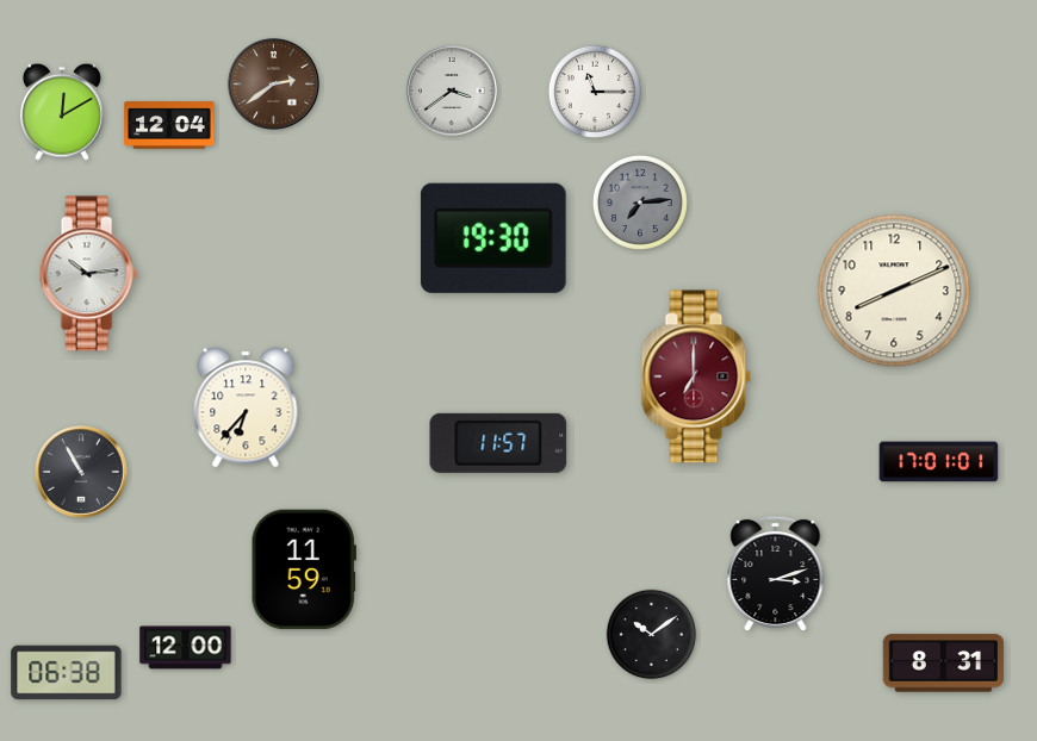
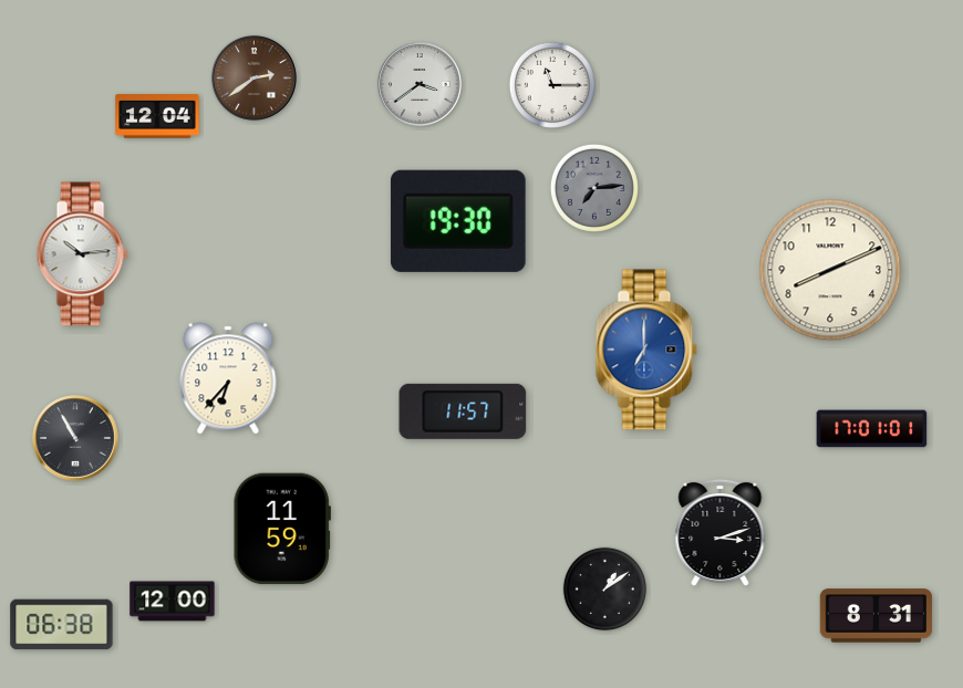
clock at (62, 112): 12:10 -> none
clock at (696, 376) dial: burgundy -> blue
clock at (652, 635): 10:09 -> 1:09
